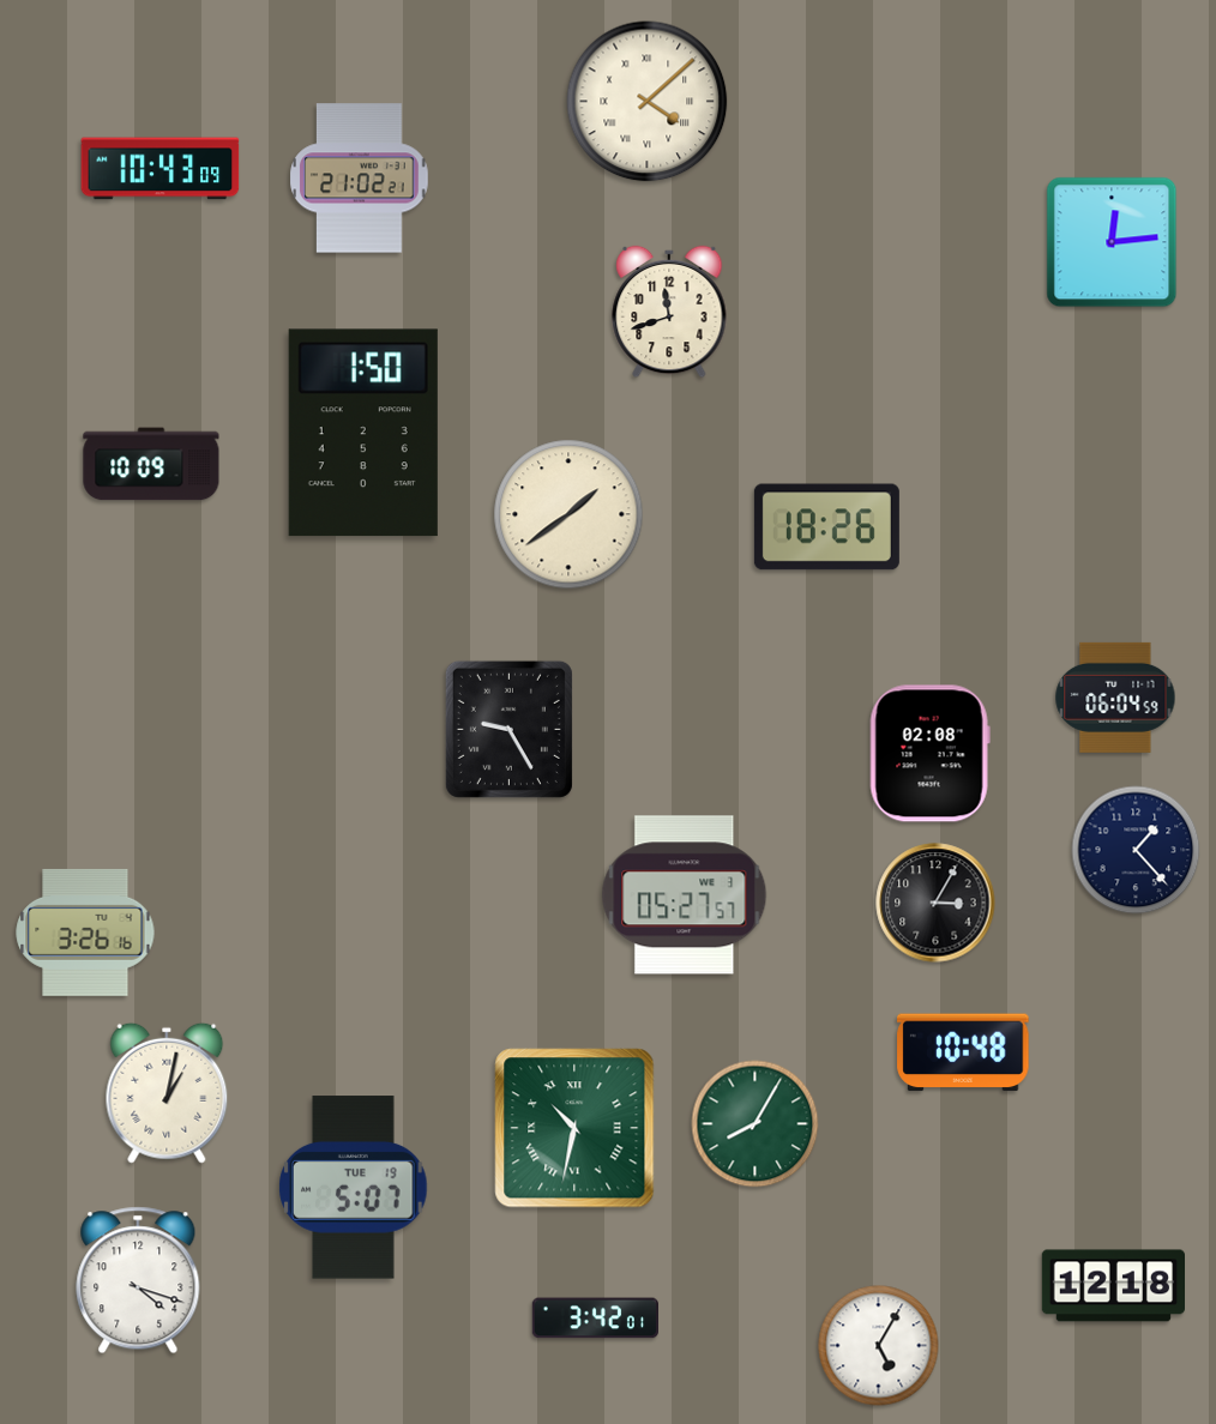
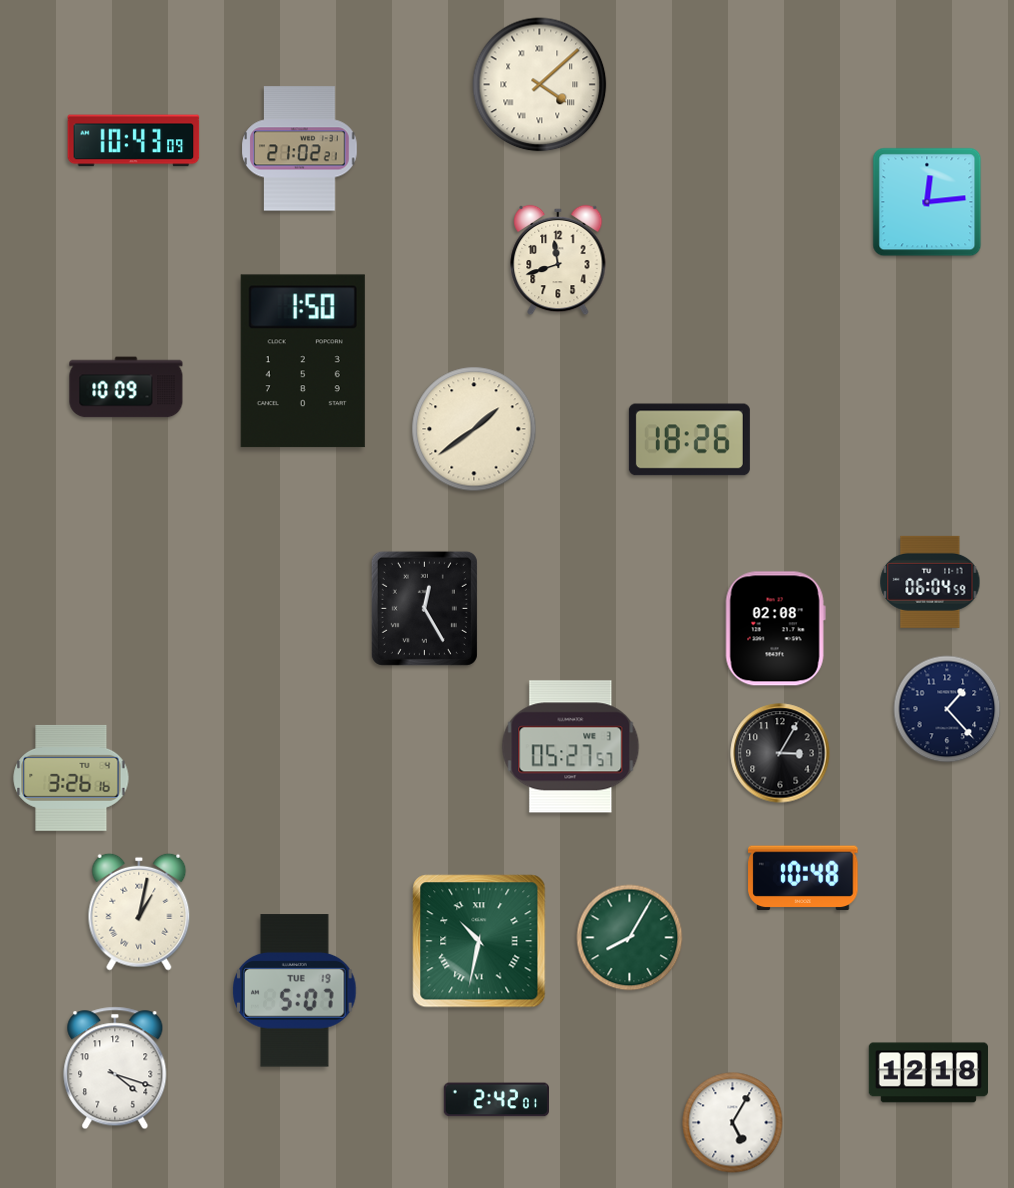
clock at (508, 729): 9:25 -> 12:25
clock at (595, 1319): 3:42 -> 2:42
